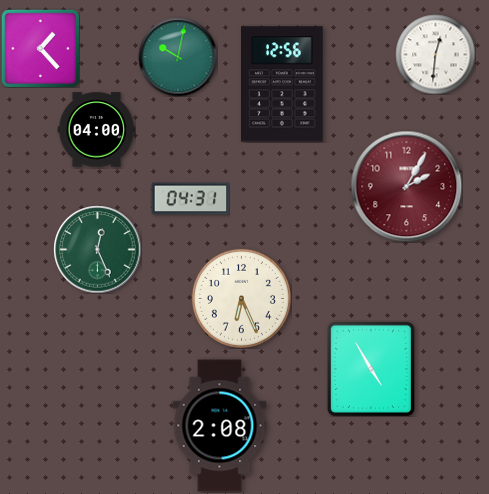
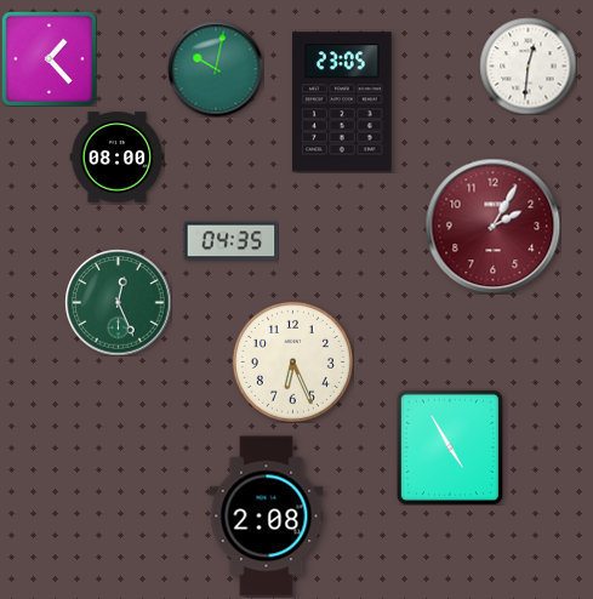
clock at (283, 84): 12:56 -> 23:05
clock at (96, 130): 04:00 -> 08:00
clock at (190, 199): 04:31 -> 04:35
